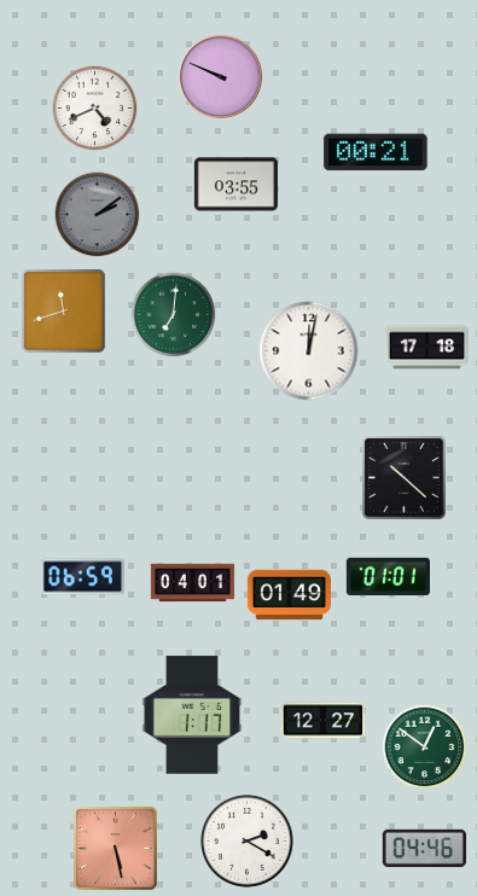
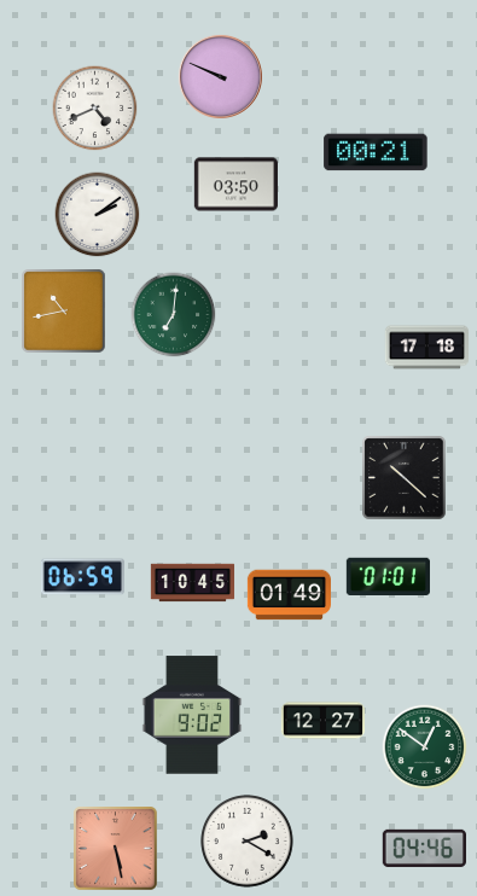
clock at (235, 185): 03:55 -> 03:50
clock at (98, 215) dial: grey -> white
clock at (64, 312): 11:42 -> 10:43
clock at (309, 351): 12:02 -> none
clock at (193, 583): 04:01 -> 10:45
clock at (192, 715): 1:17 -> 9:02
